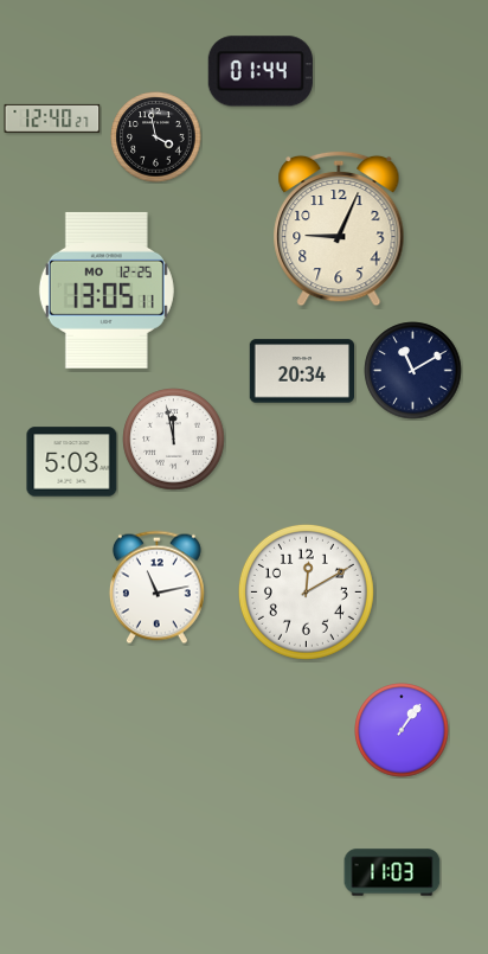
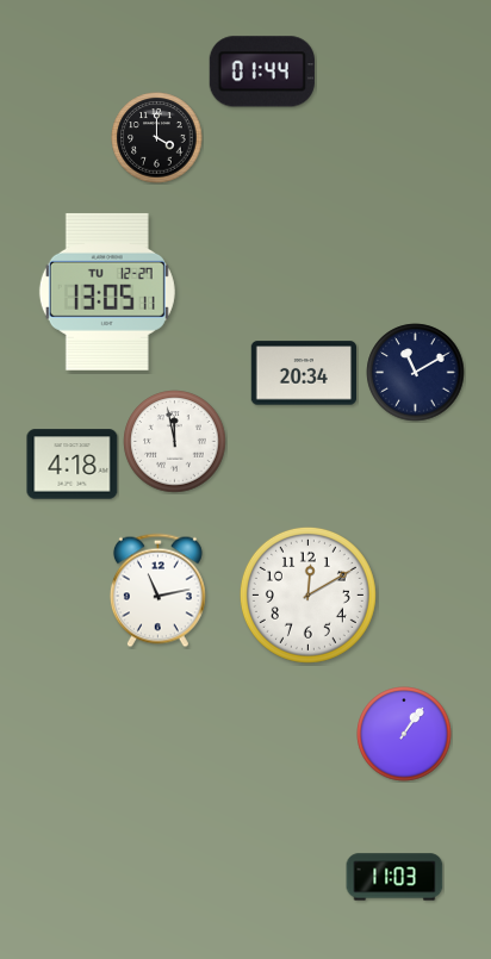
clock at (52, 119): 12:40 -> none
clock at (156, 137): 3:58 -> 4:00
clock at (339, 229): 9:04 -> none
clock at (107, 290) date: MO 12-25 -> TU 12-27
clock at (72, 462): 5:03 -> 4:18
